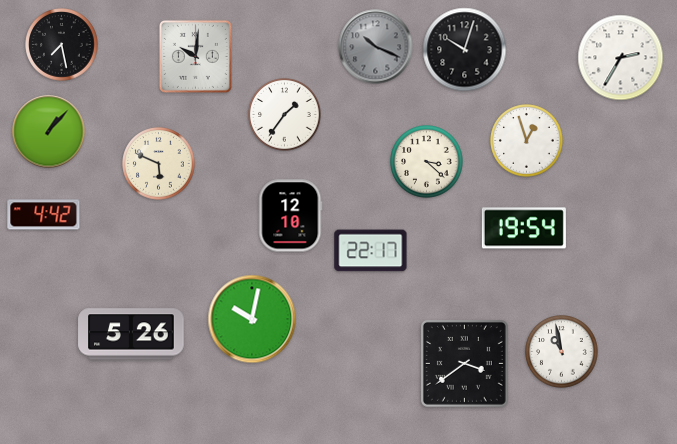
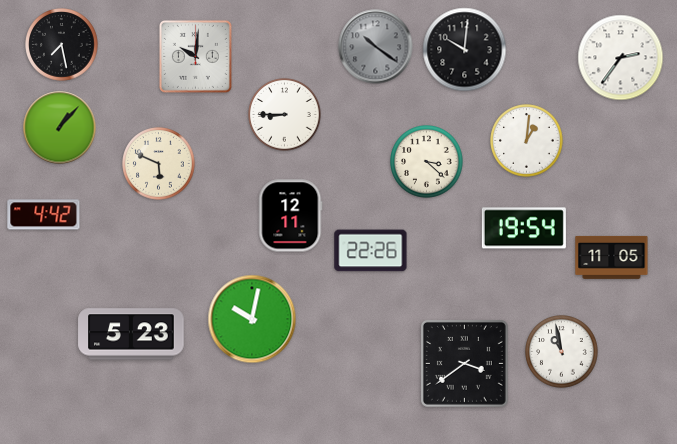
clock at (376, 47): 10:19 -> 10:21
clock at (465, 50): 10:03 -> 10:01
clock at (621, 58): 2:35 -> 2:36
clock at (285, 115): 1:36 -> 8:45
clock at (49, 132) position: (49, 132) -> (60, 128)
clock at (527, 141): 12:57 -> 1:01
clock at (291, 216): 12:10 -> 12:11
clock at (371, 251): 22:17 -> 22:26
clock at (612, 257): none -> 11:05
clock at (131, 334): 5:26 -> 5:23
